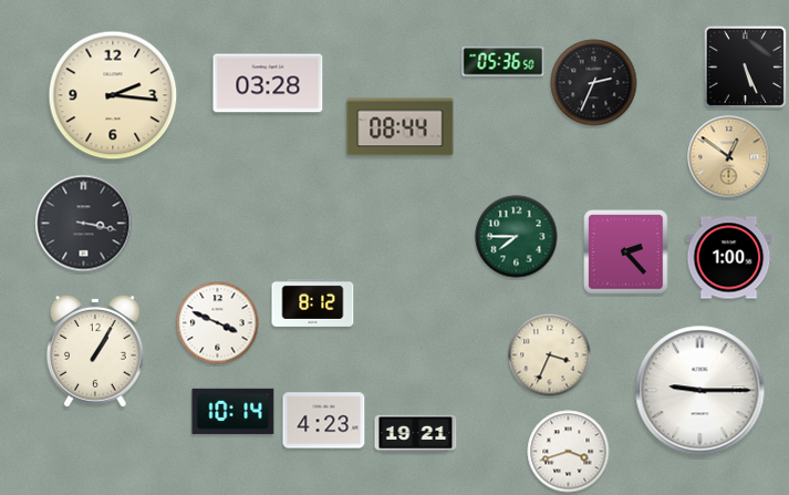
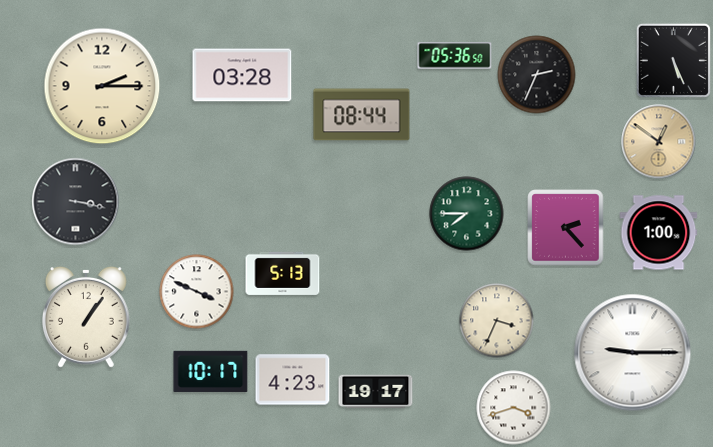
clock at (113, 95): 2:16 -> 2:15
clock at (313, 302): 8:12 -> 5:13
clock at (95, 351): 1:05 -> 1:06
clock at (233, 411): 10:14 -> 10:17
clock at (416, 434): 19:21 -> 19:17
